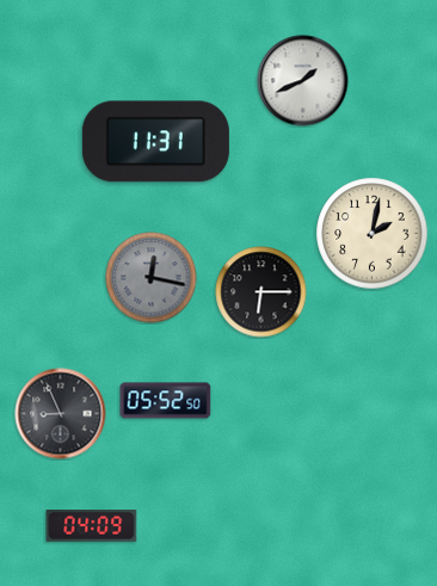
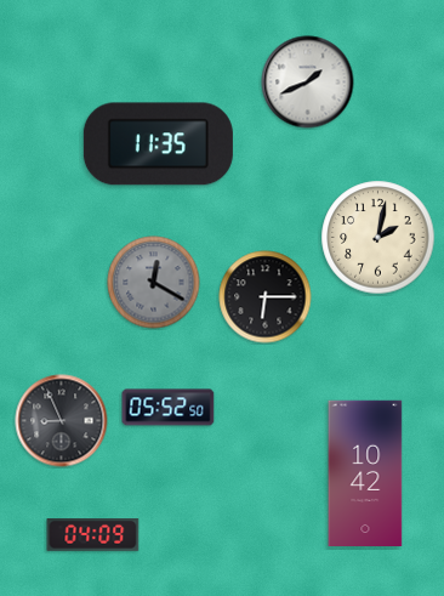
clock at (155, 142): 11:31 -> 11:35
clock at (152, 278): 12:17 -> 12:20
clock at (365, 472): none -> 10:42
